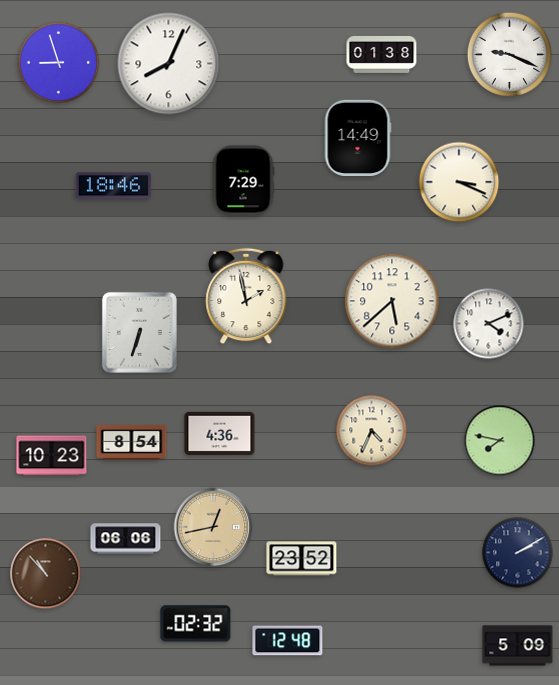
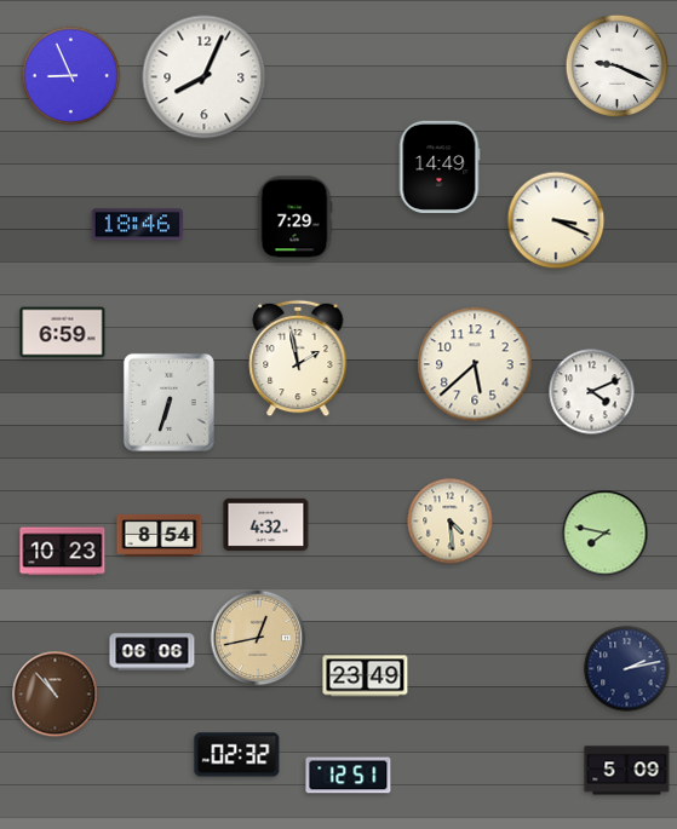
clock at (382, 54): 01:38 -> none
clock at (59, 63): 8:57 -> 8:56
clock at (358, 138) position: (358, 138) -> (440, 167)
clock at (63, 333): none -> 6:59
clock at (372, 431): 4:34 -> 4:29
clock at (220, 434): 4:36 -> 4:32
clock at (518, 553): 2:10 -> 2:13
clock at (302, 559): 23:52 -> 23:49
clock at (288, 641): 12:48 -> 12:51
clock at (518, 646) position: (518, 646) -> (627, 771)
